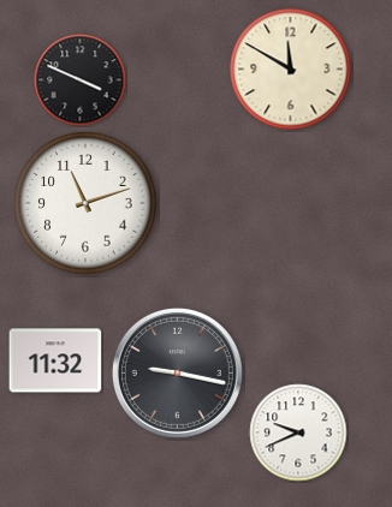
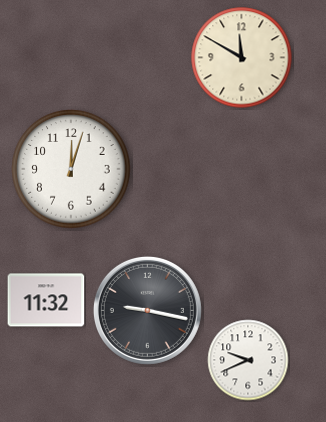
clock at (81, 80): 3:49 -> none
clock at (85, 203): 11:12 -> 12:03
